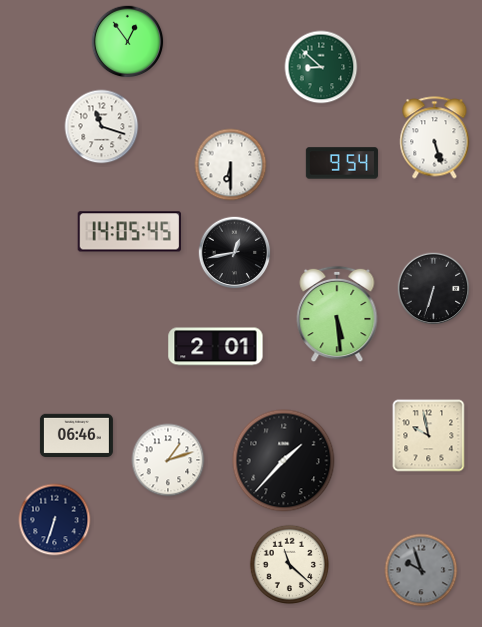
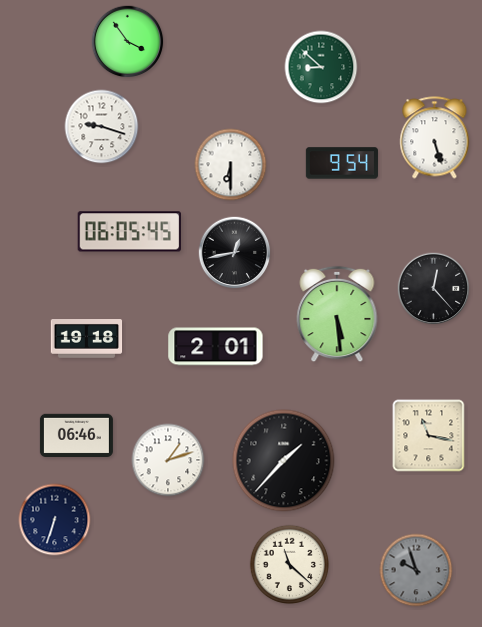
clock at (128, 42): 12:54 -> 3:54
clock at (102, 127): 11:18 -> 9:18
clock at (129, 232): 14:05 -> 06:05
clock at (434, 289): 6:33 -> 12:23
clock at (87, 339): none -> 19:18
clock at (429, 436): 9:58 -> 11:17
clock at (421, 570) position: (421, 570) -> (416, 570)
